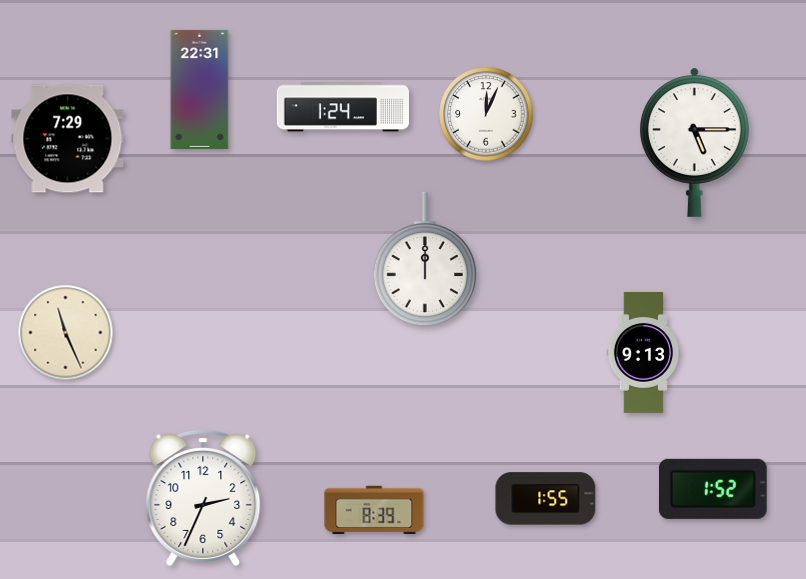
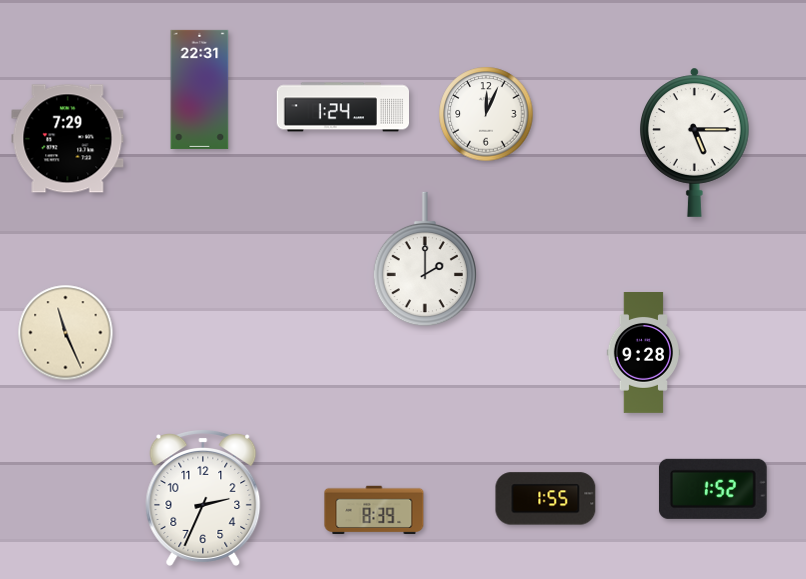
clock at (425, 259): 12:00 -> 2:00
clock at (644, 353): 9:13 -> 9:28
